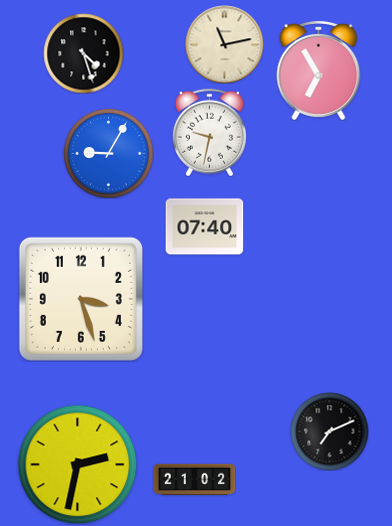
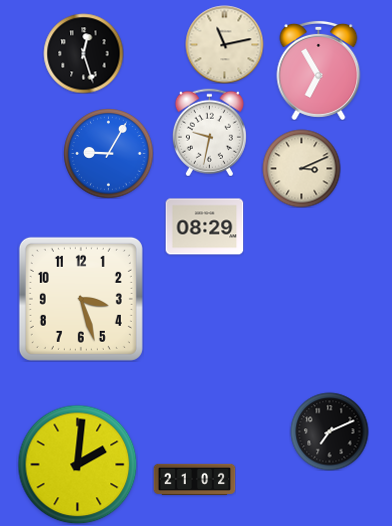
clock at (83, 53): 4:27 -> 12:27
clock at (301, 168): none -> 3:11
clock at (204, 227): 07:40 -> 08:29
clock at (77, 464): 2:32 -> 2:01
